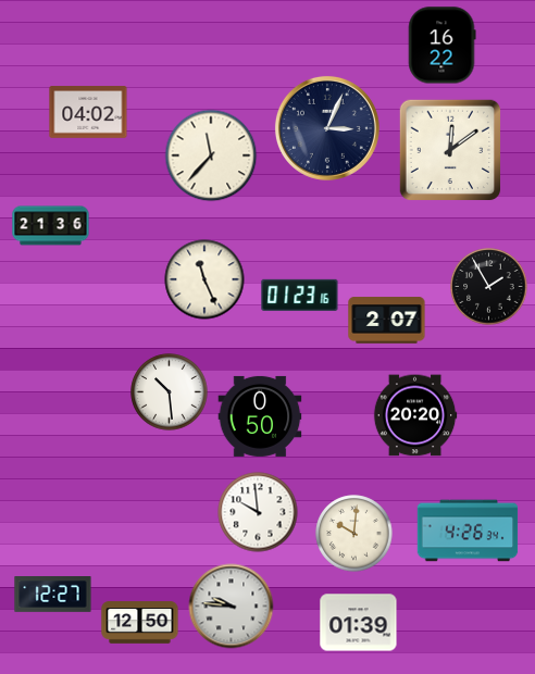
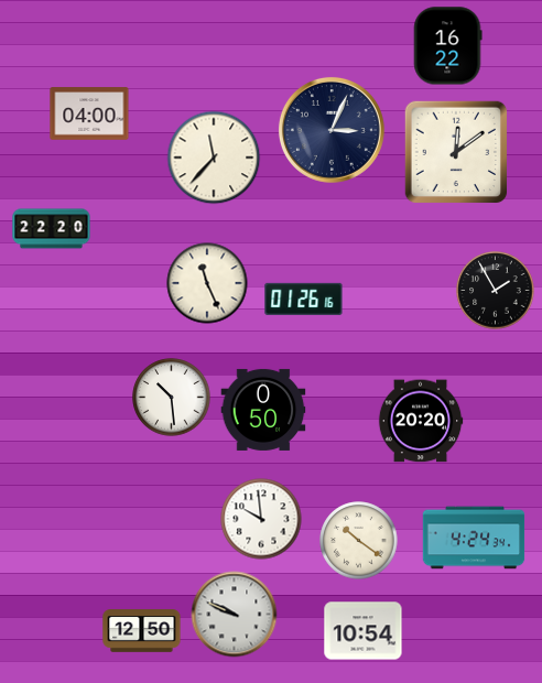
clock at (88, 112): 04:02 -> 04:00
clock at (51, 226): 21:36 -> 22:20
clock at (300, 295): 01:23 -> 01:26
clock at (387, 321): 2:07 -> none
clock at (260, 416) position: (260, 416) -> (263, 410)
clock at (468, 531): 4:26 -> 4:24
clock at (354, 534): 10:01 -> 10:21
clock at (53, 595): 12:27 -> none
clock at (232, 607): 9:46 -> 9:49
clock at (359, 623): 01:39 -> 10:54
